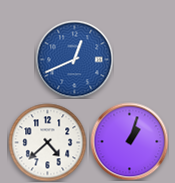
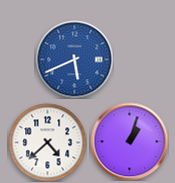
clock at (74, 59): 12:41 -> 5:41
